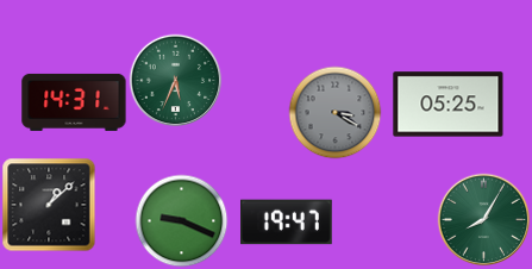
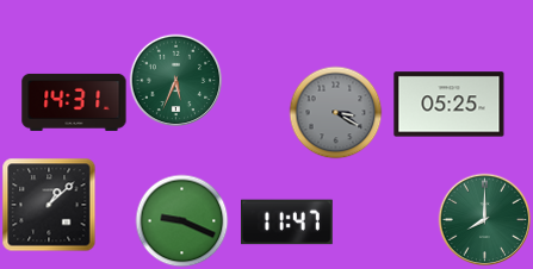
clock at (483, 219): 8:05 -> 8:00
clock at (287, 223): 19:47 -> 11:47
